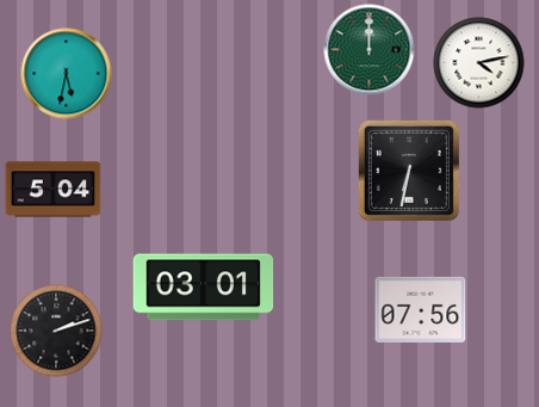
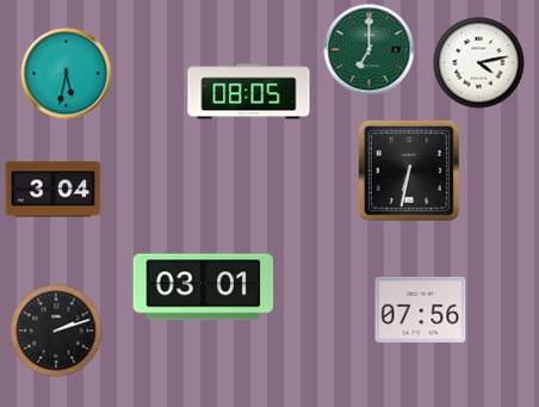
clock at (370, 50): 12:00 -> 7:00
clock at (249, 92): none -> 08:05
clock at (54, 190): 5:04 -> 3:04
